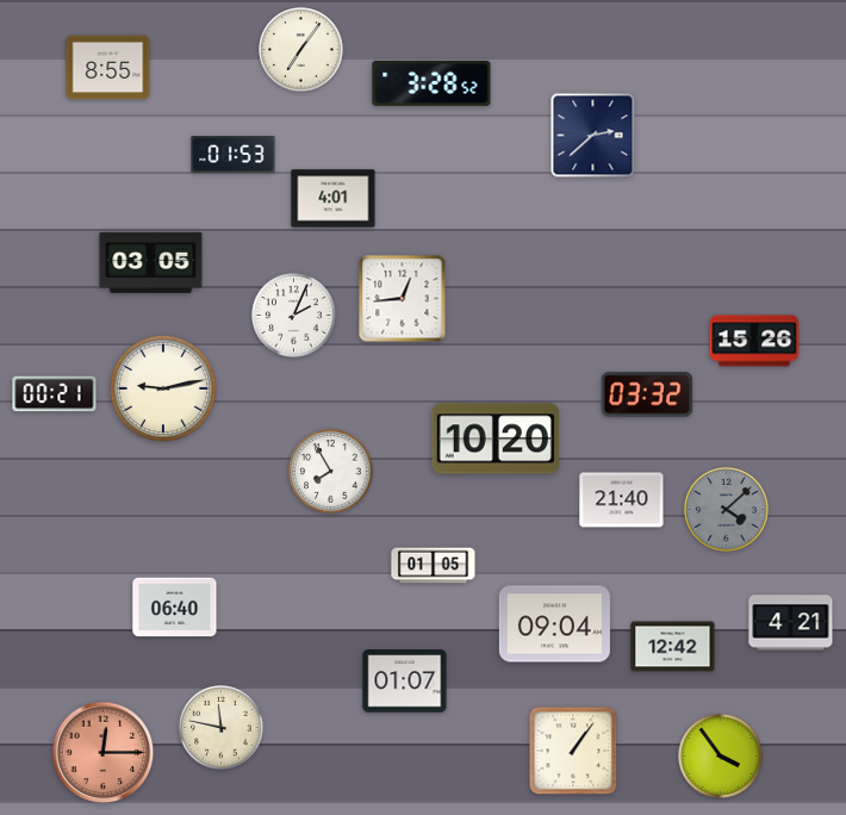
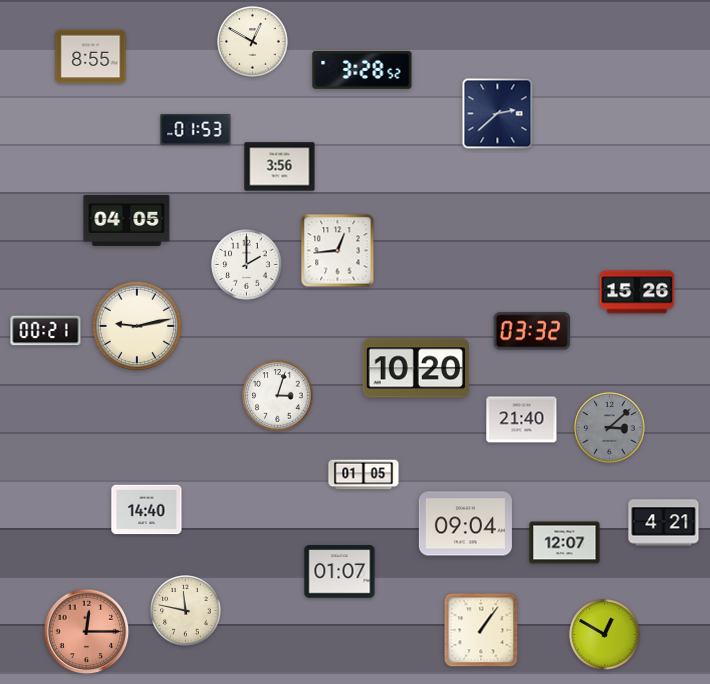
clock at (301, 50): 7:06 -> 12:50
clock at (334, 199): 4:01 -> 3:56
clock at (151, 262): 03:05 -> 04:05
clock at (294, 316): 2:04 -> 2:00
clock at (754, 341) position: (754, 341) -> (637, 292)
clock at (647, 394) position: (647, 394) -> (532, 331)
clock at (331, 472): 7:55 -> 3:03
clock at (727, 510): 4:08 -> 3:08
clock at (175, 608): 06:40 -> 14:40
clock at (673, 647): 12:42 -> 12:07
clock at (721, 757): 3:54 -> 12:50
